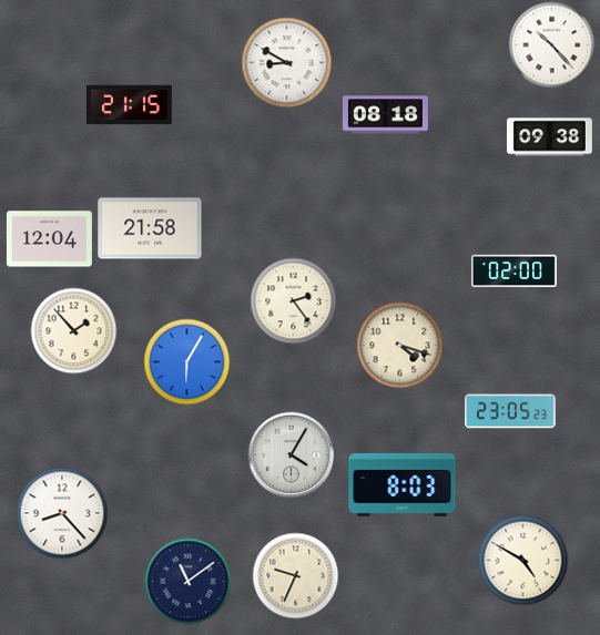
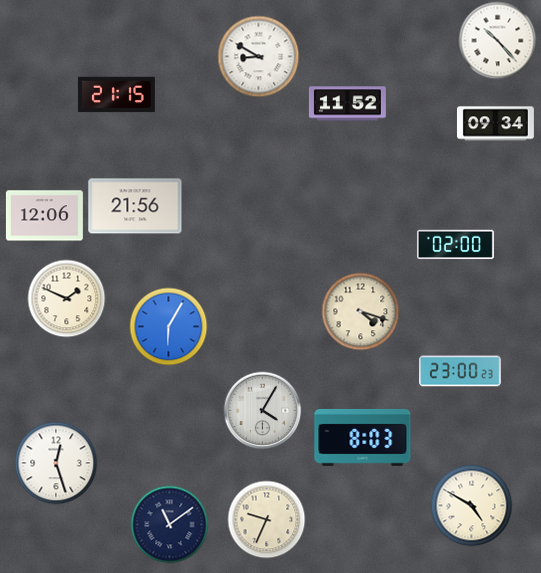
clock at (385, 115): 08:18 -> 11:52
clock at (549, 137): 09:38 -> 09:34
clock at (150, 228): 21:58 -> 21:56
clock at (49, 239): 12:04 -> 12:06
clock at (513, 272) position: (513, 272) -> (455, 245)
clock at (293, 300): 2:24 -> none
clock at (73, 330): 1:53 -> 1:49
clock at (510, 411): 23:05 -> 23:00
clock at (62, 513): 8:23 -> 12:27
